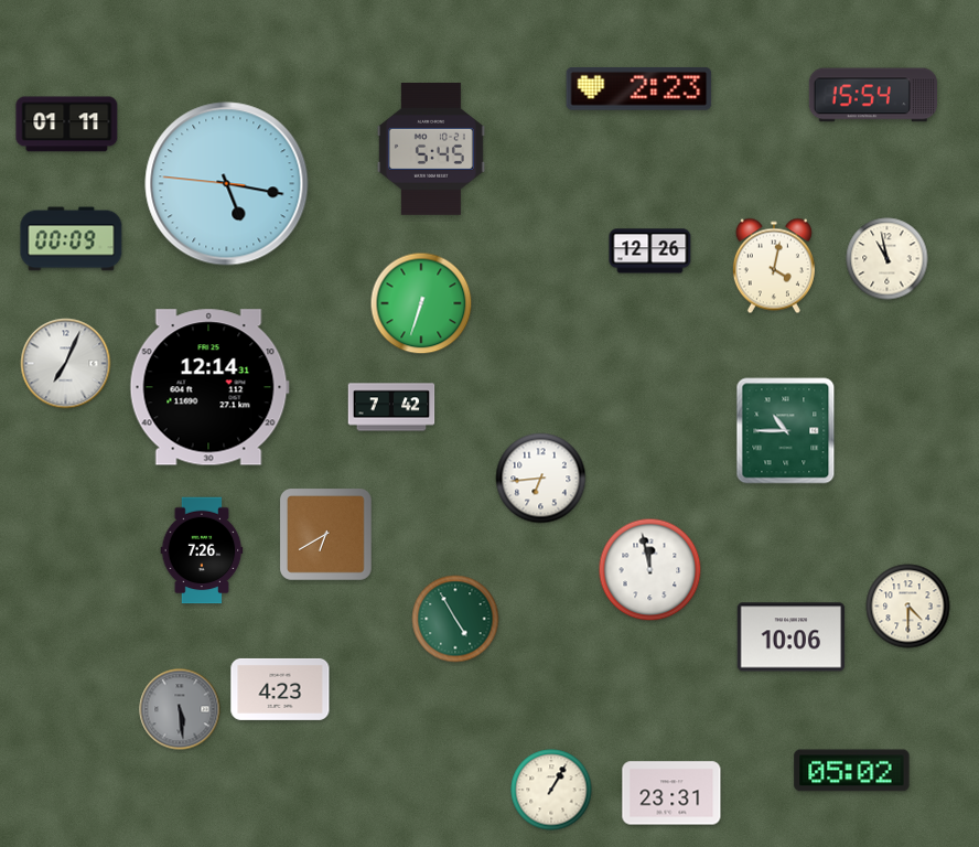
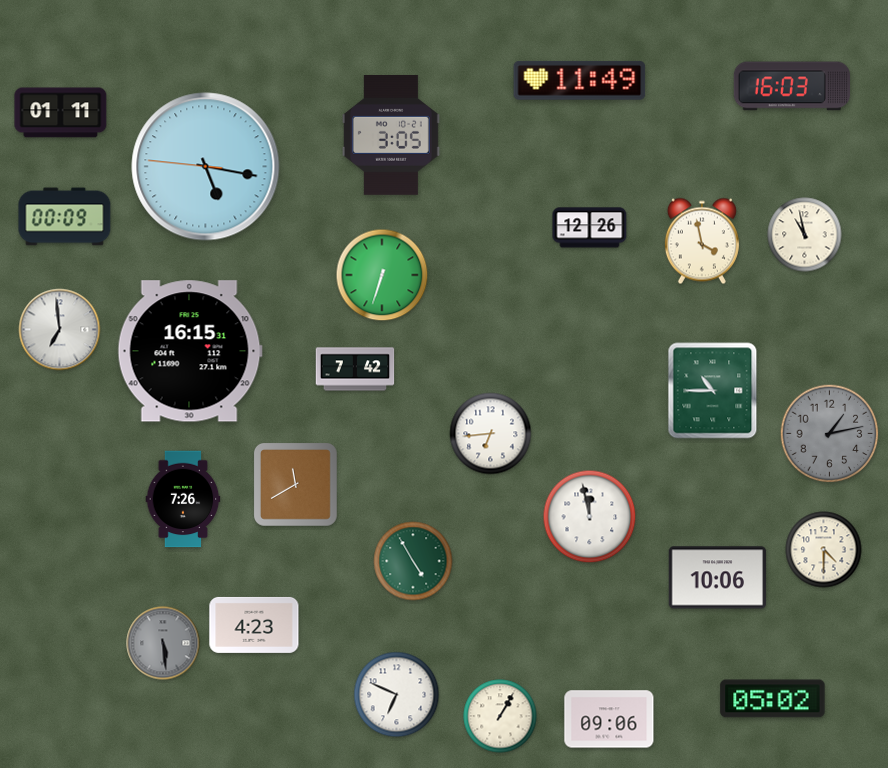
clock at (639, 88): 2:23 -> 11:49
clock at (872, 95): 15:54 -> 16:03
clock at (431, 150): 5:45 -> 3:05
clock at (774, 266): 4:02 -> 3:58
clock at (66, 364): 7:04 -> 6:59
clock at (209, 387): 12:14 -> 16:15
clock at (830, 434): none -> 1:13
clock at (325, 534): 6:40 -> 11:40
clock at (397, 695): none -> 6:49
clock at (671, 793): 23:31 -> 09:06
